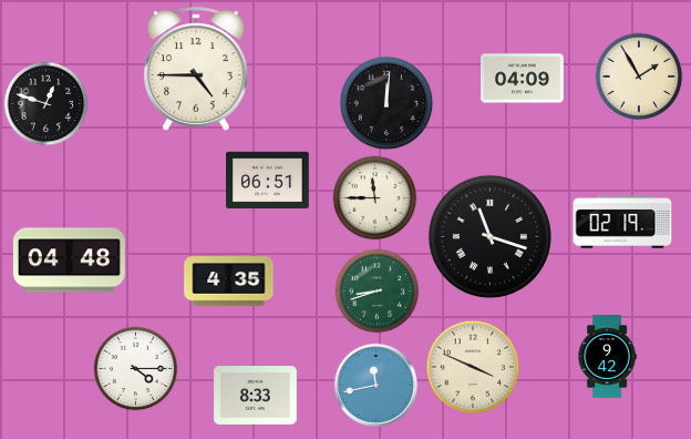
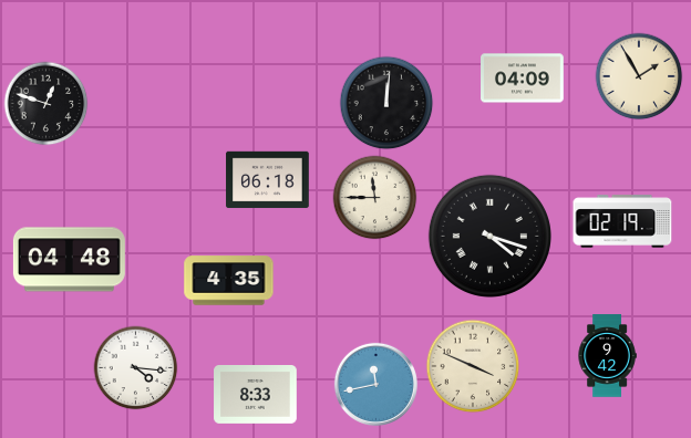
clock at (196, 69): 4:45 -> none
clock at (268, 181): 06:51 -> 06:18
clock at (489, 236): 11:18 -> 4:18
clock at (378, 292): 8:42 -> none
clock at (136, 369): 4:15 -> 4:16
